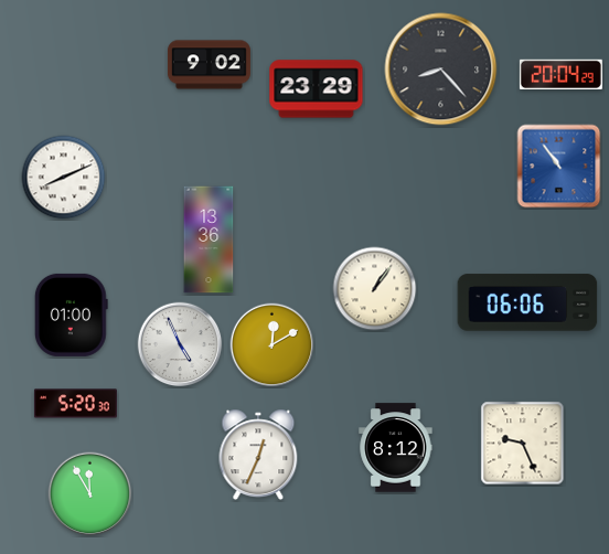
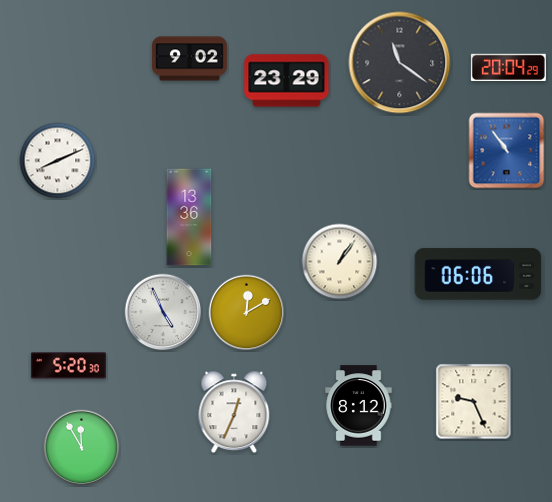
clock at (441, 70): 8:23 -> 11:21
clock at (72, 315): 01:00 -> none
